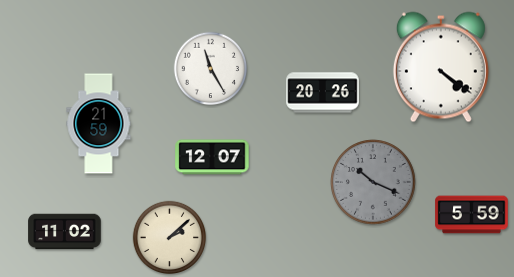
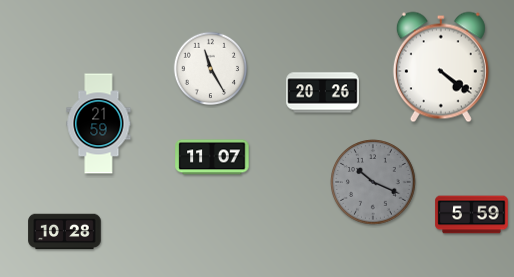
clock at (212, 157): 12:07 -> 11:07
clock at (65, 232): 11:02 -> 10:28
clock at (170, 238): 2:08 -> none
